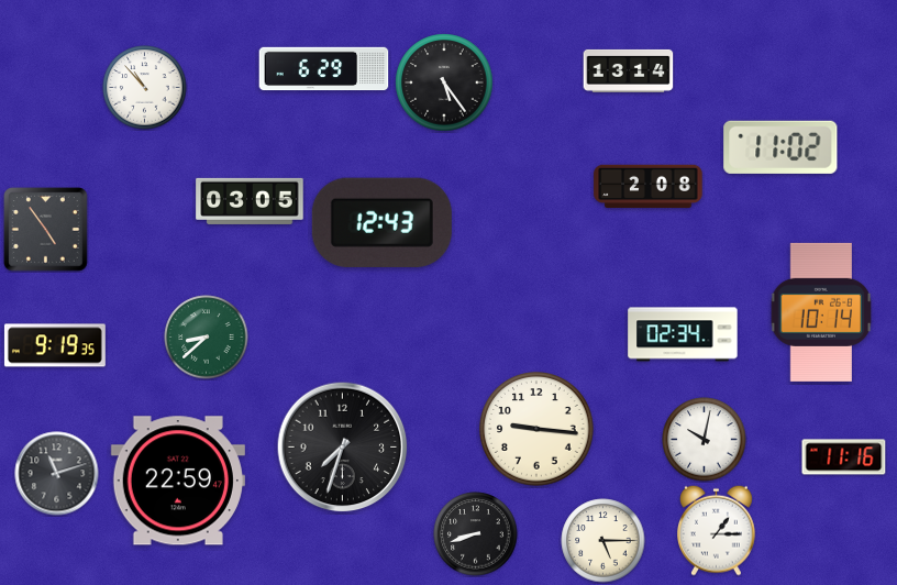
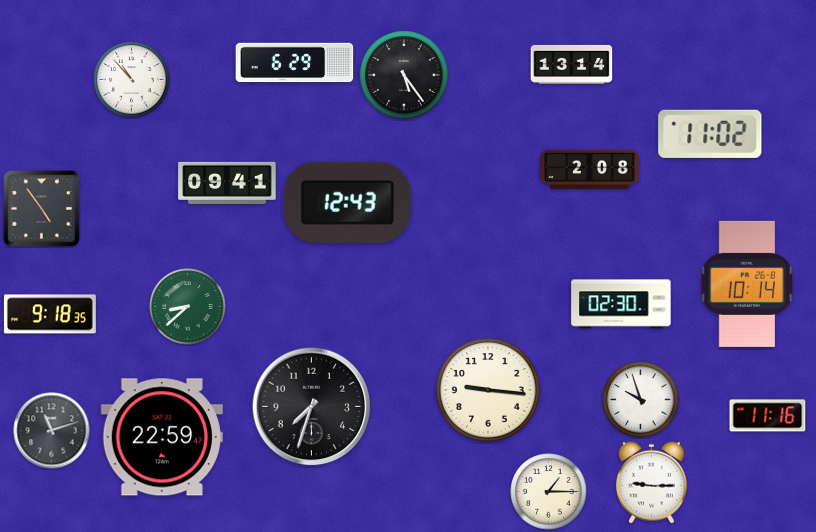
clock at (250, 201): 03:05 -> 09:41
clock at (683, 334): 02:34 -> 02:30
clock at (55, 345): 9:19 -> 9:18
clock at (705, 440): 10:02 -> 9:57
clock at (717, 530): 1:15 -> 9:15
clock at (476, 534): 8:42 -> none
clock at (603, 541): 5:15 -> 1:15
